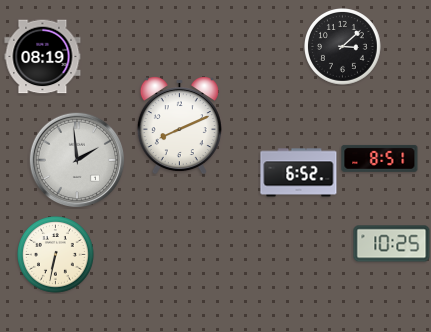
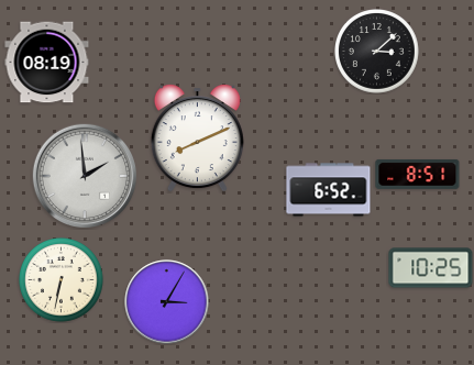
clock at (167, 302): none -> 3:05
